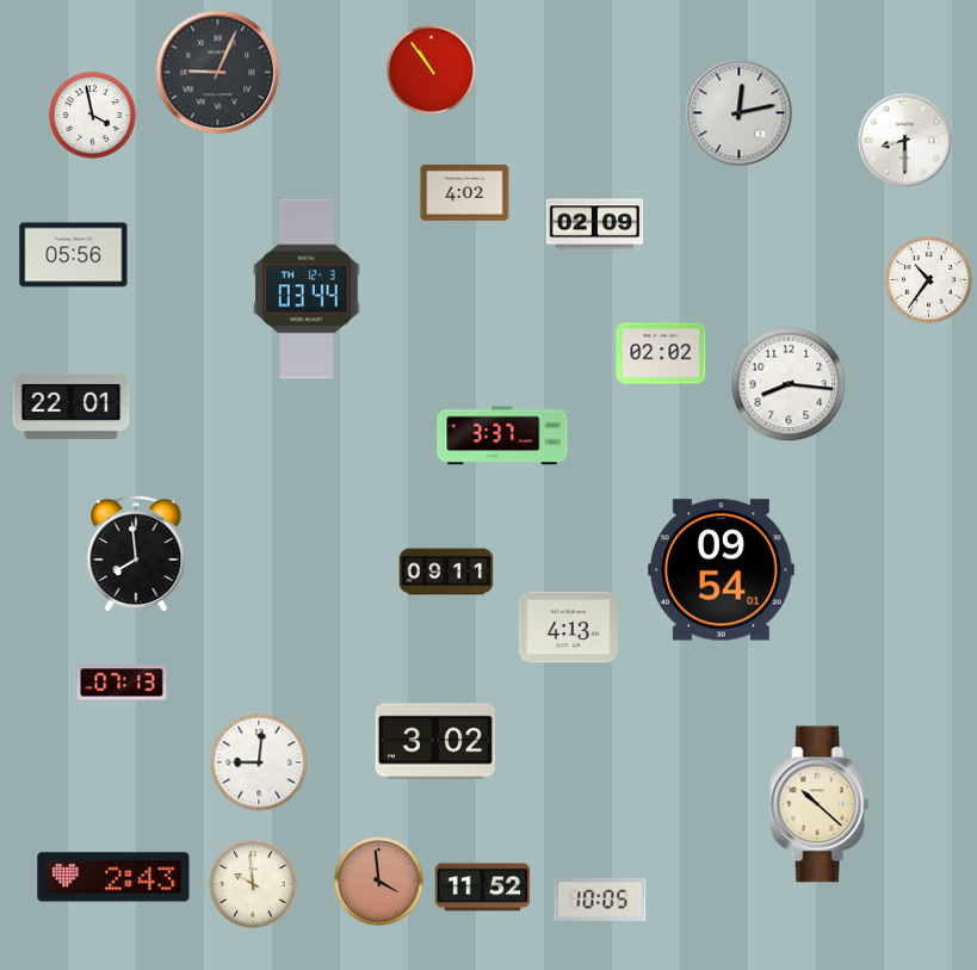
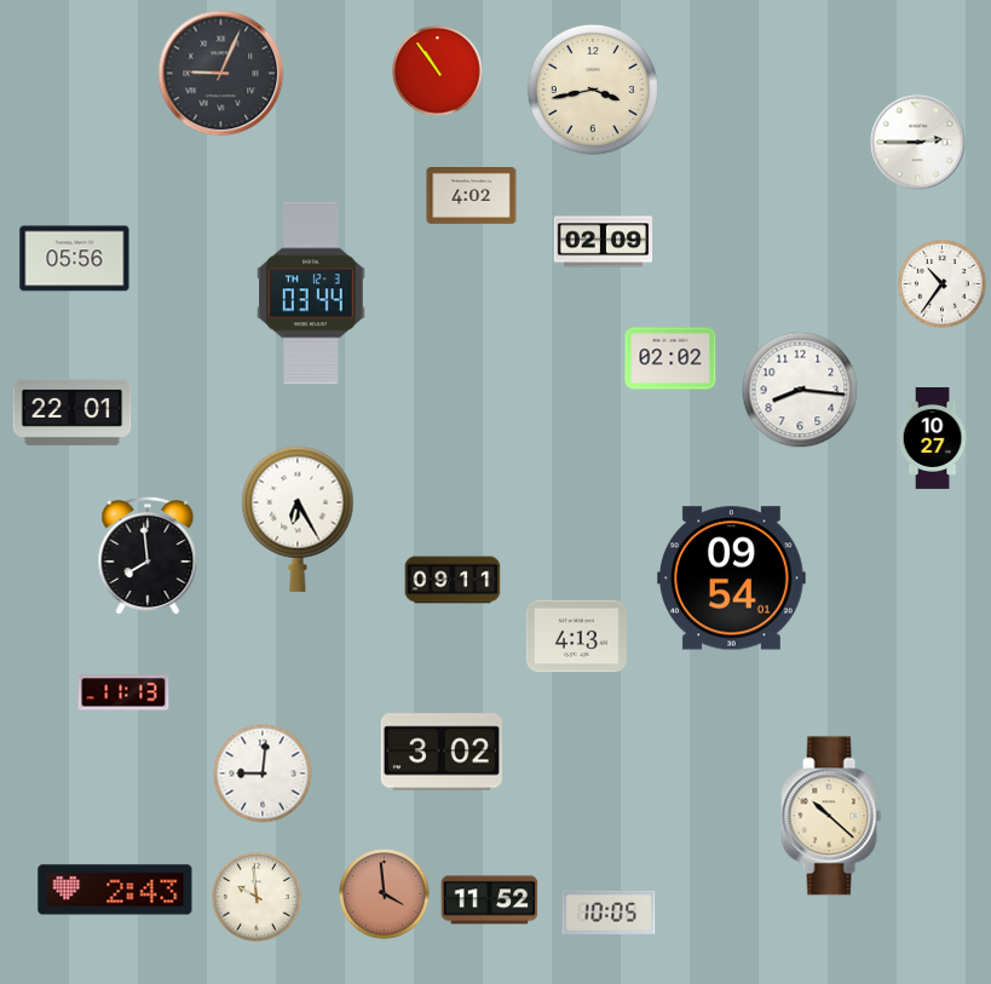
clock at (593, 90): none -> 3:43
clock at (740, 113): 12:13 -> none
clock at (93, 116): 3:58 -> none
clock at (905, 141): 8:30 -> 2:45
clock at (595, 224) position: (595, 224) -> (604, 242)
clock at (933, 438): none -> 10:27
clock at (502, 435): 3:37 -> none
clock at (298, 519): none -> 6:25
clock at (136, 555) position: (136, 555) -> (148, 557)
clock at (122, 682): 07:13 -> 11:13
